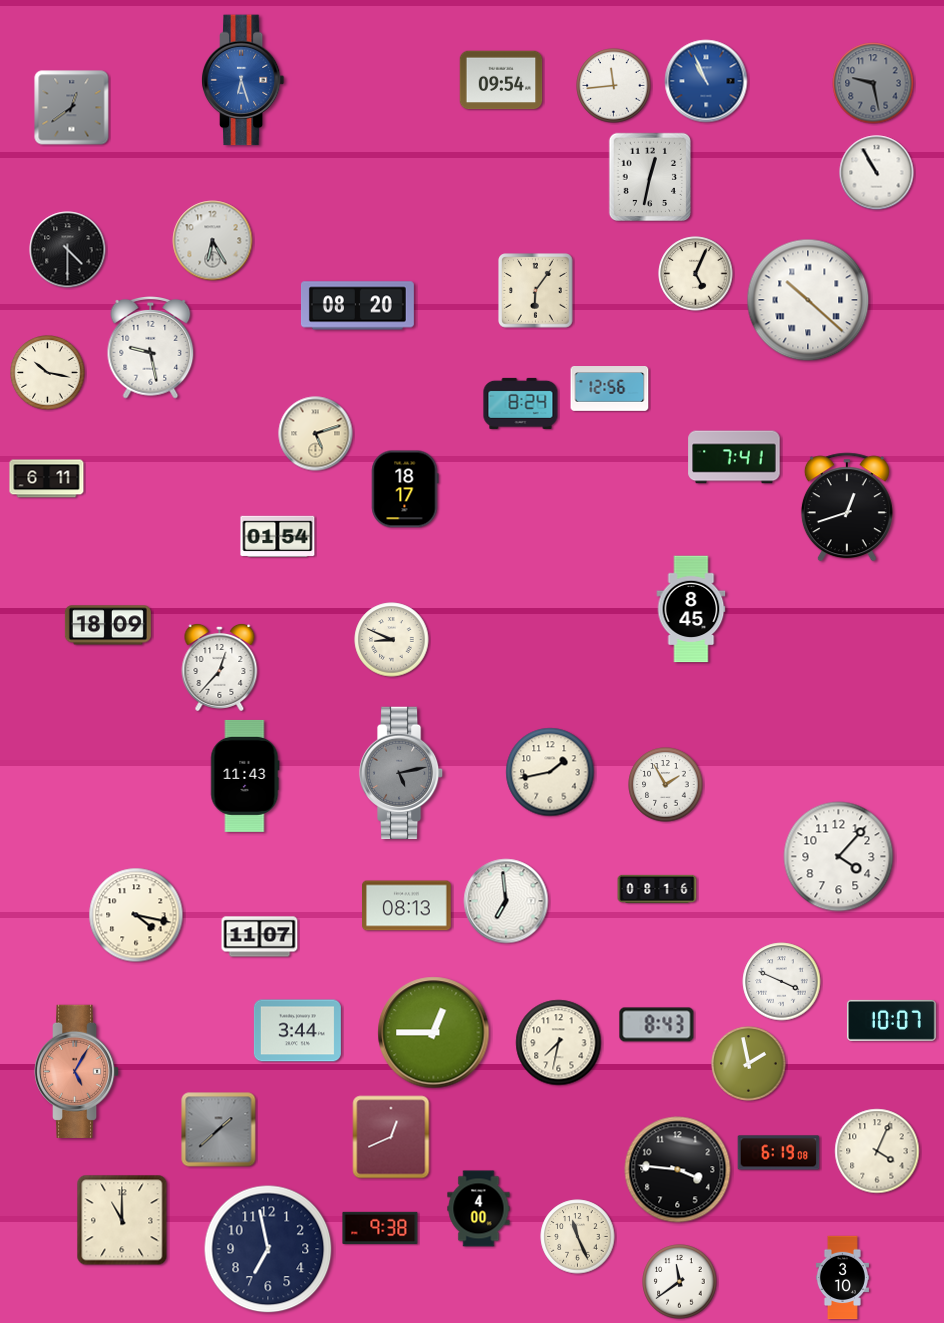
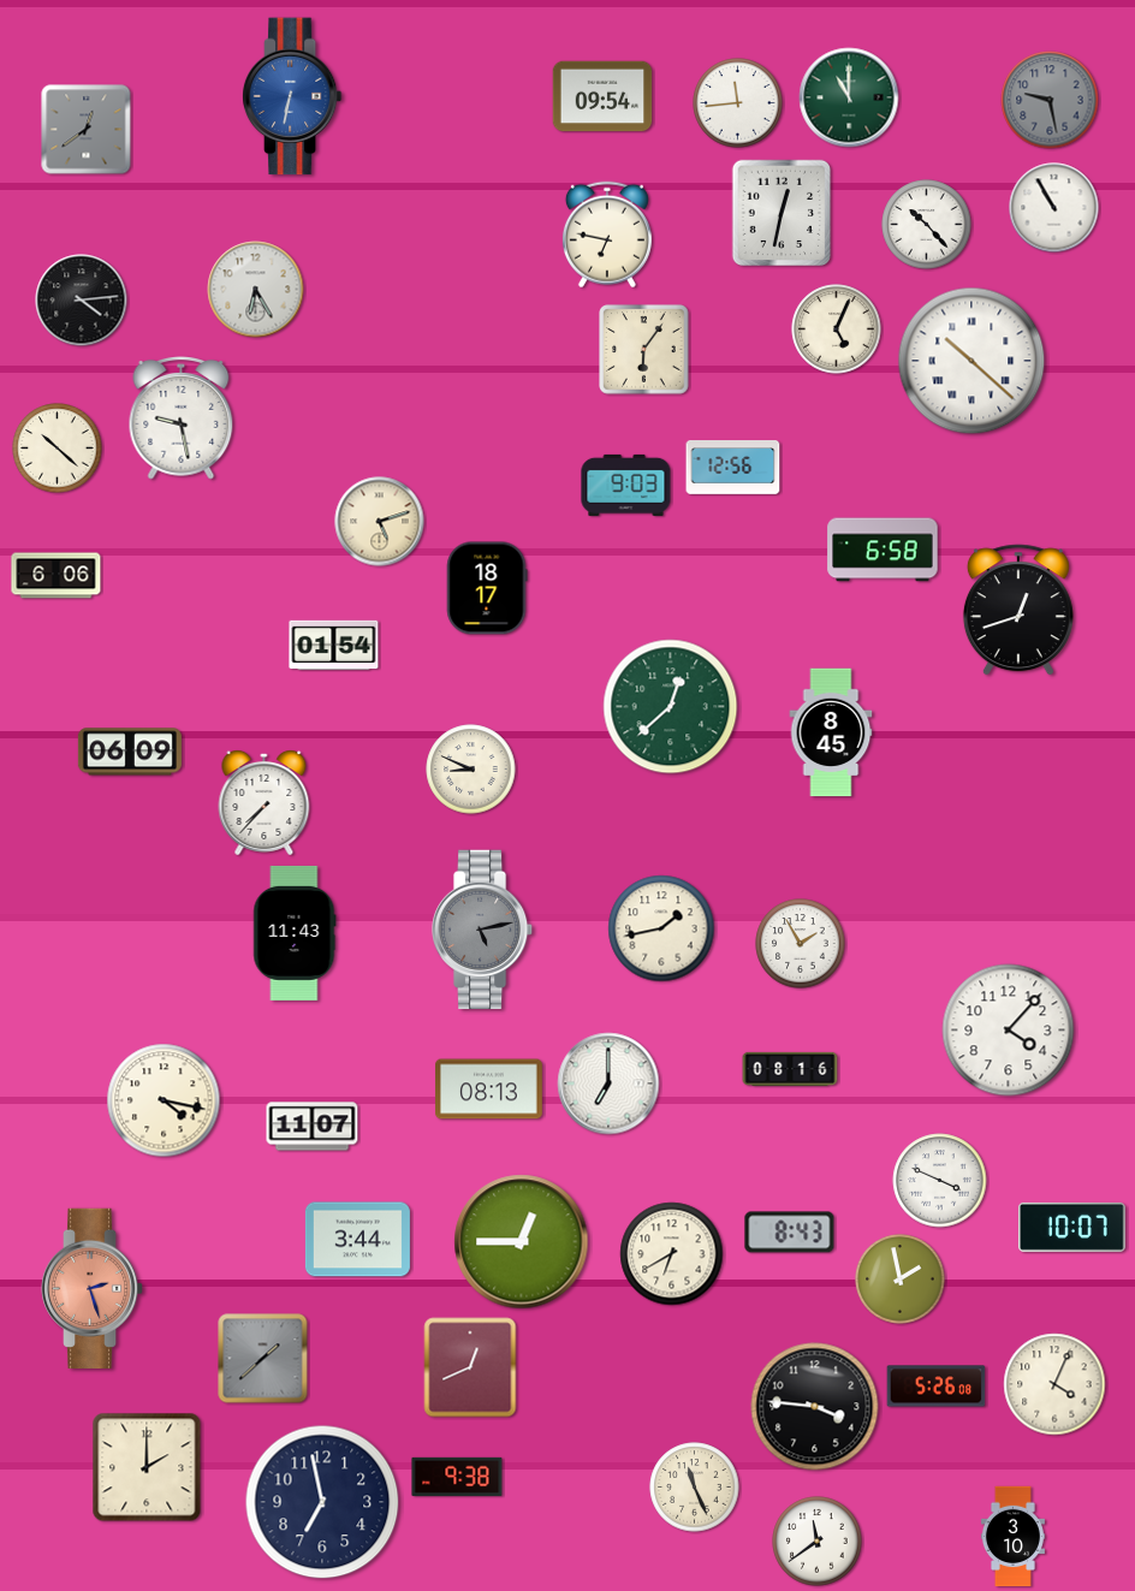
clock at (243, 80): 6:27 -> 6:32
clock at (706, 81): 10:56 -> 11:00
clock at (706, 81) dial: blue -> green
clock at (927, 225): none -> 10:23
clock at (607, 235): none -> 6:47
clock at (68, 250): 4:30 -> 4:14
clock at (357, 306): 08:20 -> none
clock at (48, 373): 10:17 -> 10:22
clock at (521, 403): 8:24 -> 9:03
clock at (734, 457): 7:41 -> 6:58
clock at (47, 479): 6:11 -> 6:06
clock at (671, 707): none -> 12:38
clock at (108, 625): 18:09 -> 06:09
clock at (220, 668): 12:37 -> 7:37
clock at (506, 901): 6:59 -> 7:00
clock at (559, 1043): 7:32 -> 6:40
clock at (77, 1071): 5:05 -> 2:27
clock at (779, 1153): 6:19 -> 5:26
clock at (479, 1209): 4:00 -> none
clock at (122, 1220): 11:00 -> 2:00
